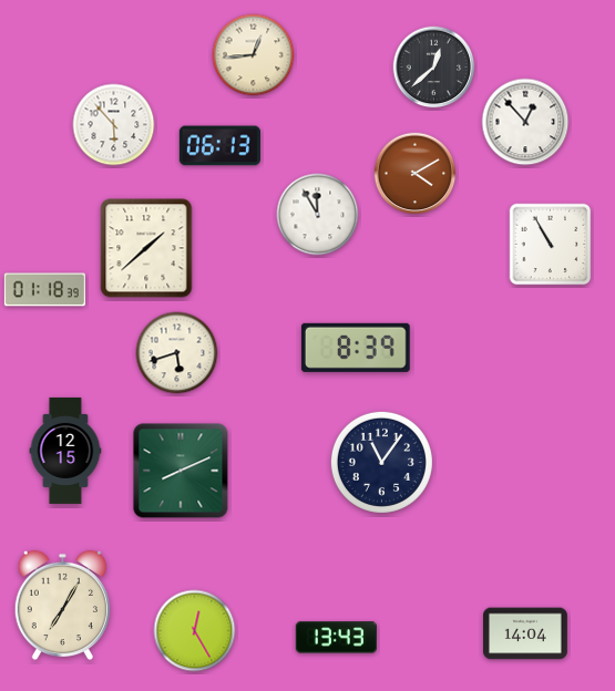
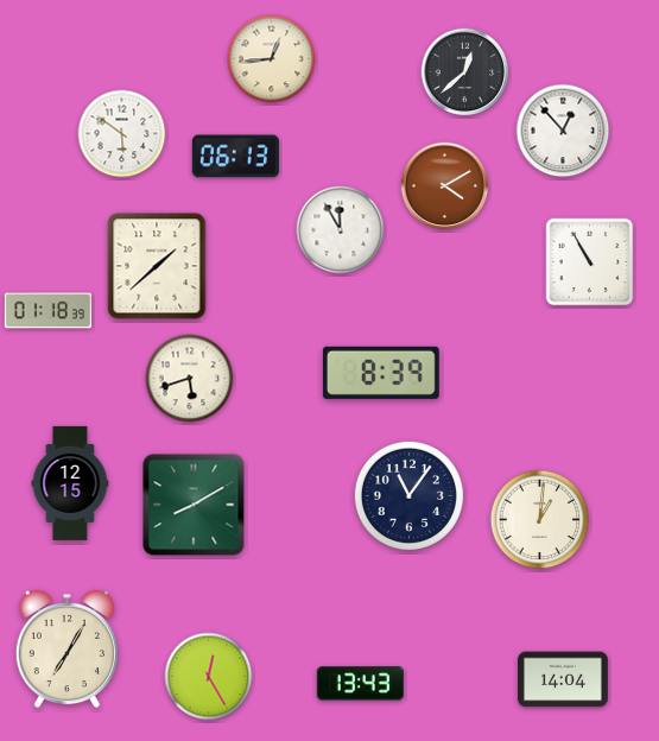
clock at (114, 125): 5:53 -> 5:51
clock at (181, 471): 8:11 -> 8:10
clock at (540, 520): none -> 1:01
